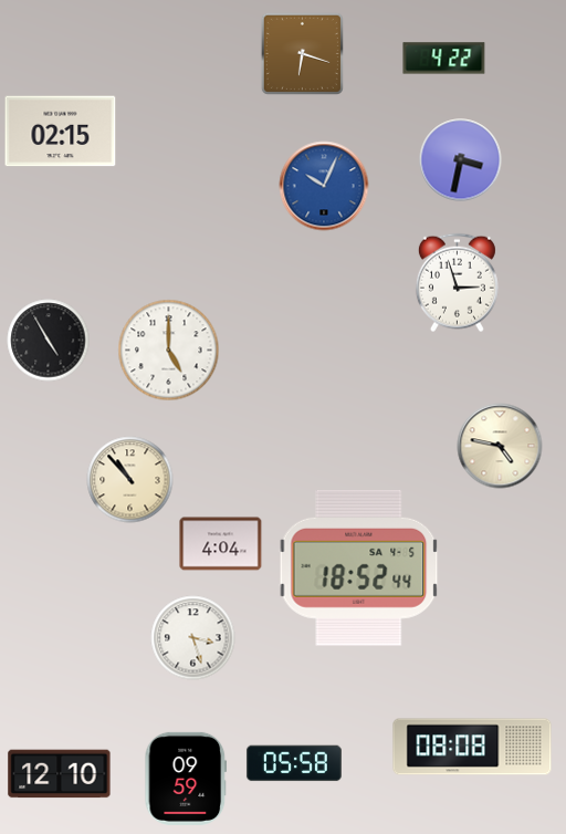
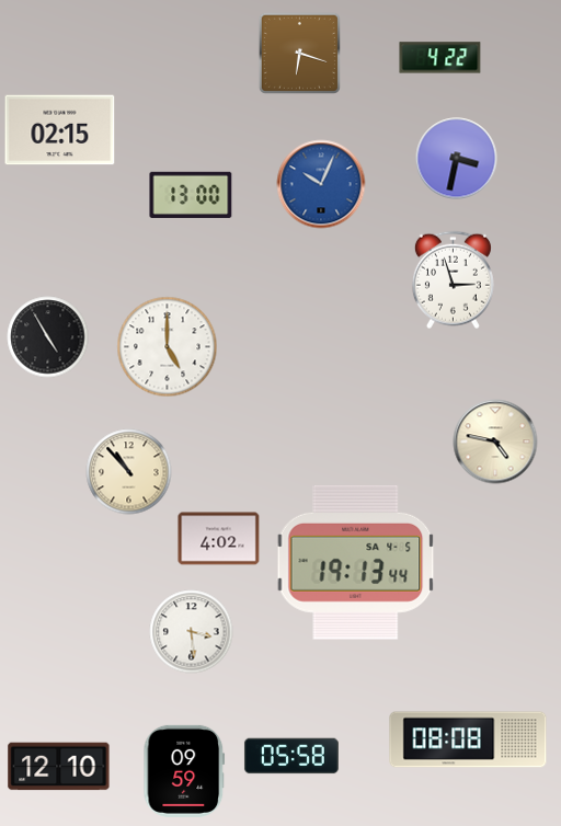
clock at (191, 195): none -> 13:00
clock at (130, 480) position: (130, 480) -> (129, 472)
clock at (221, 544): 4:04 -> 4:02
clock at (359, 567): 18:52 -> 19:13
clock at (193, 638): 3:27 -> 3:29
